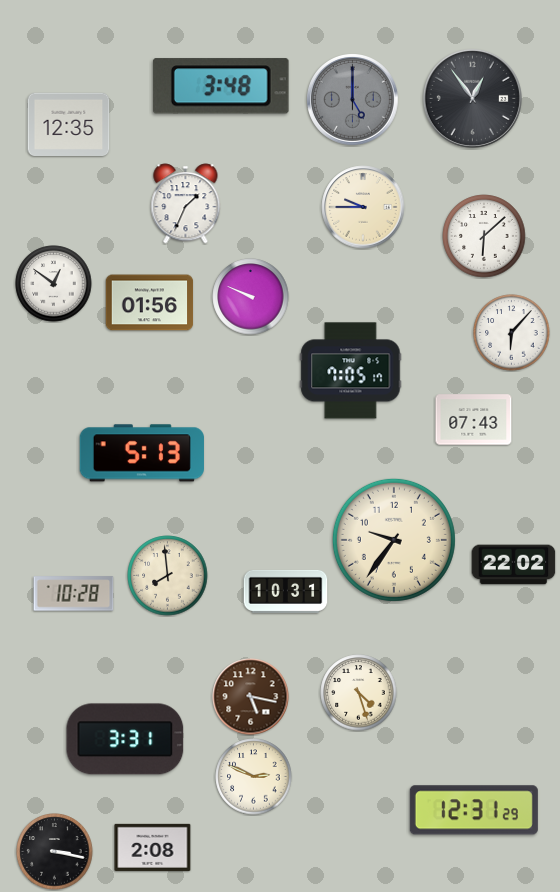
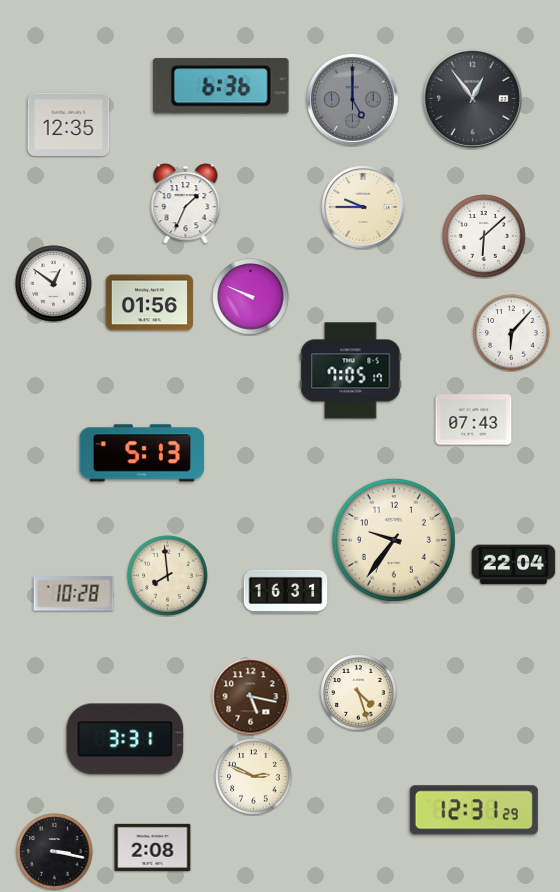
clock at (221, 86): 3:48 -> 6:36
clock at (514, 565): 22:02 -> 22:04
clock at (286, 591): 10:31 -> 16:31
